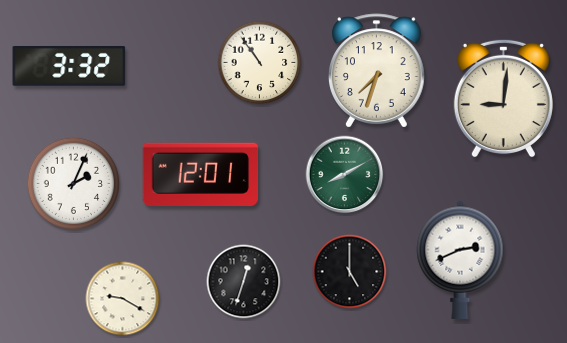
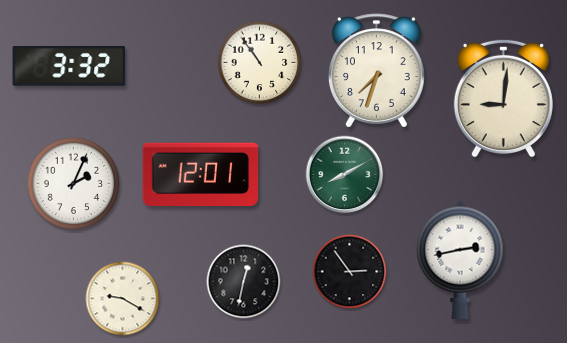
clock at (460, 260): 2:41 -> 2:43
clock at (350, 272): 5:00 -> 2:54
clock at (244, 282): 12:33 -> 12:32
